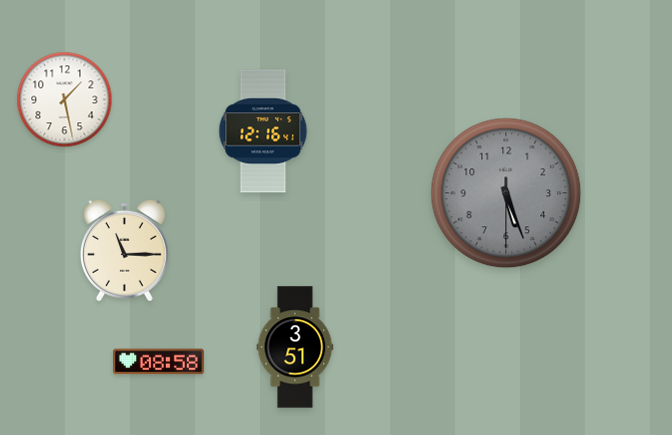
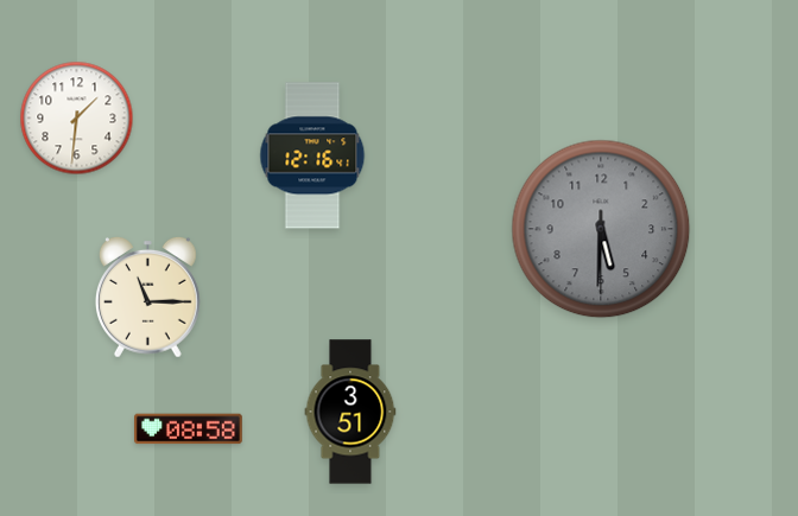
clock at (65, 100): 1:28 -> 1:31
clock at (506, 193): 5:26 -> 5:30
